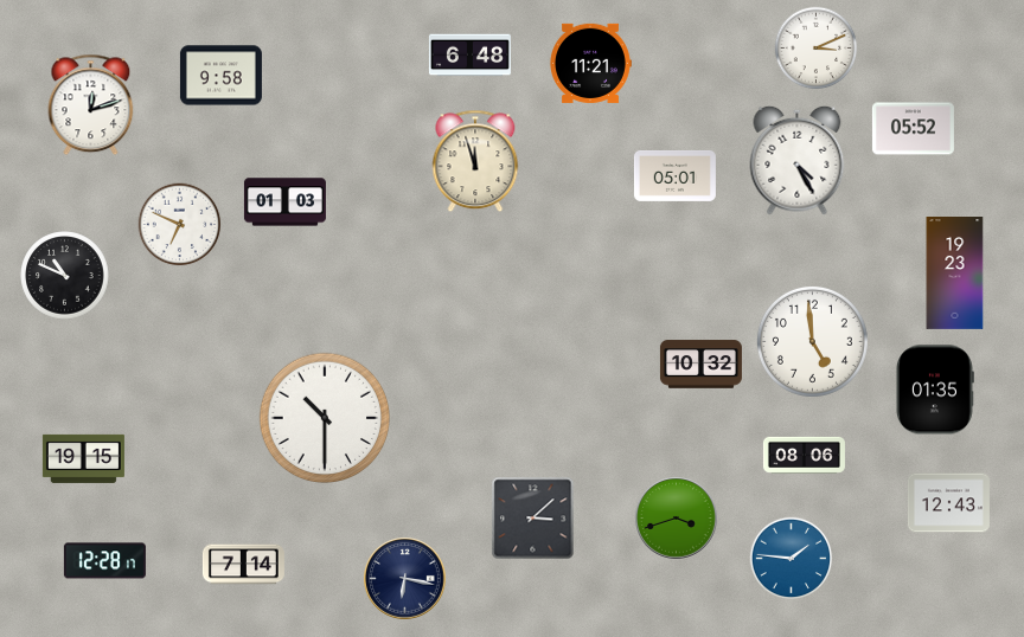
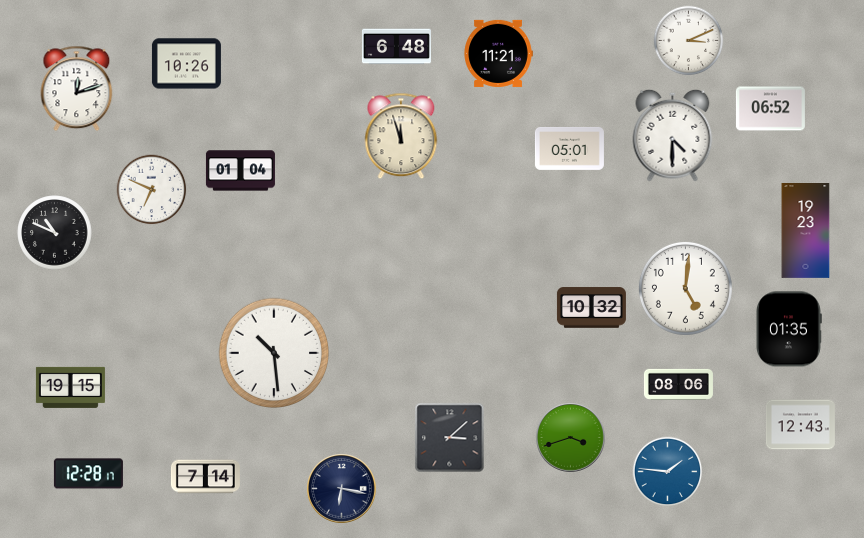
clock at (220, 76): 9:58 -> 10:26
clock at (913, 129): 05:52 -> 06:52
clock at (798, 160): 4:25 -> 4:30
clock at (284, 202): 01:03 -> 01:04
clock at (812, 341): 4:59 -> 5:01
clock at (325, 418): 10:30 -> 10:29
